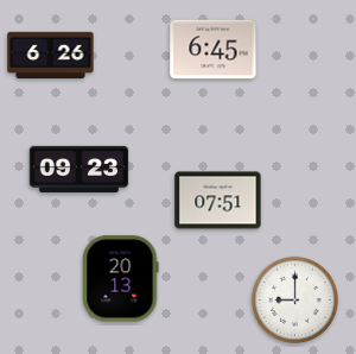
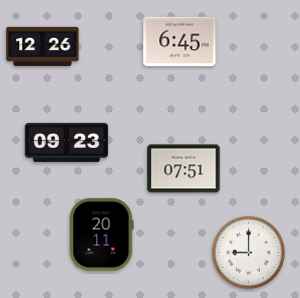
clock at (51, 56): 6:26 -> 12:26
clock at (121, 279): 20:13 -> 20:11
